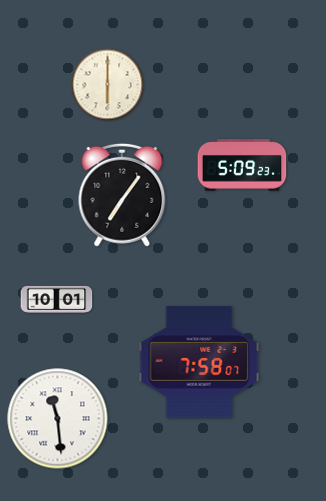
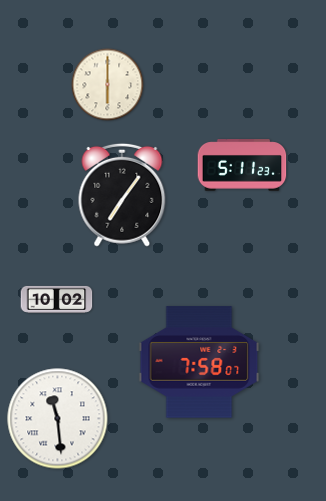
clock at (242, 165): 5:09 -> 5:11
clock at (57, 299): 10:01 -> 10:02
